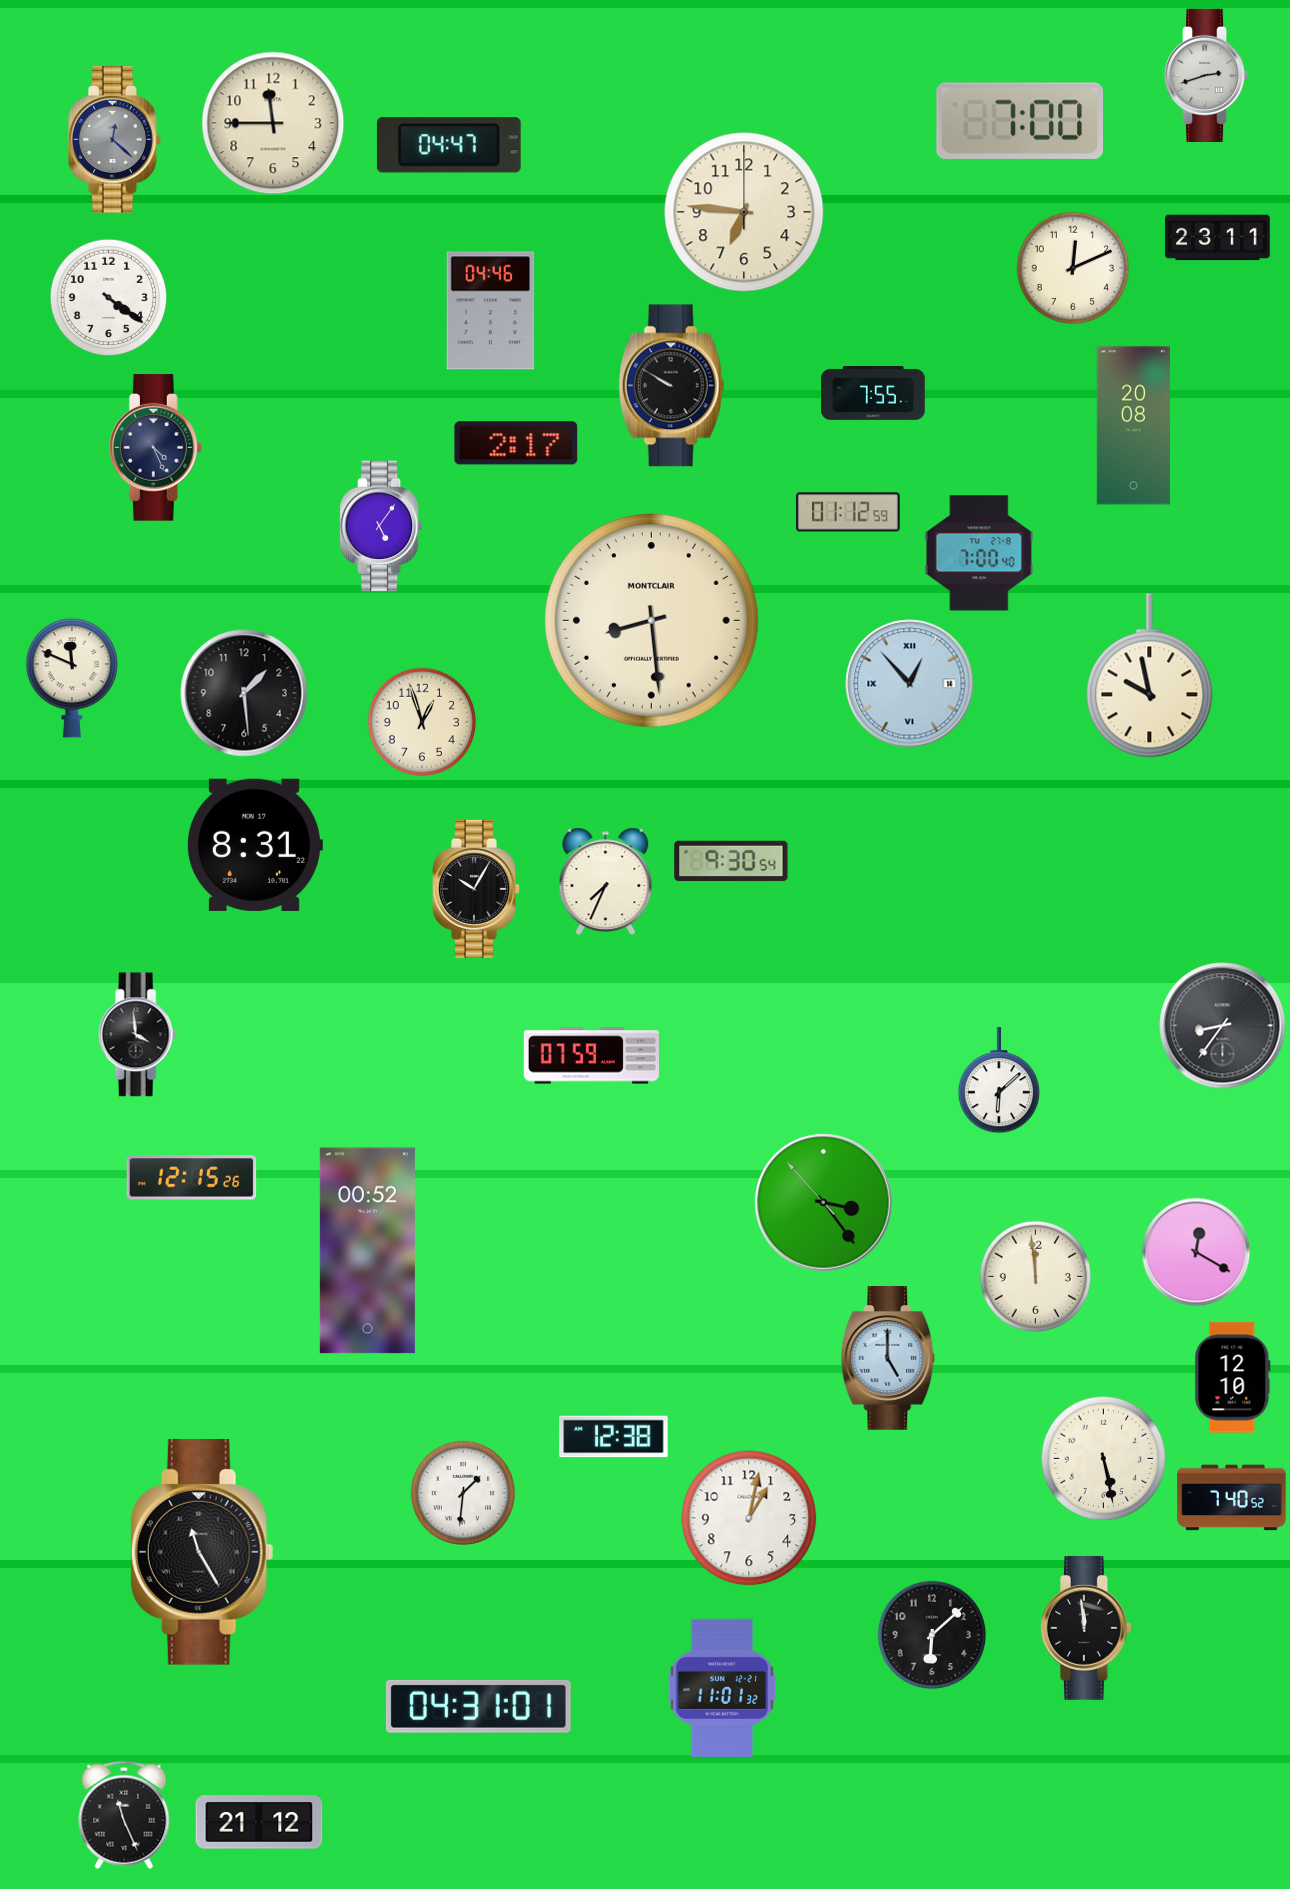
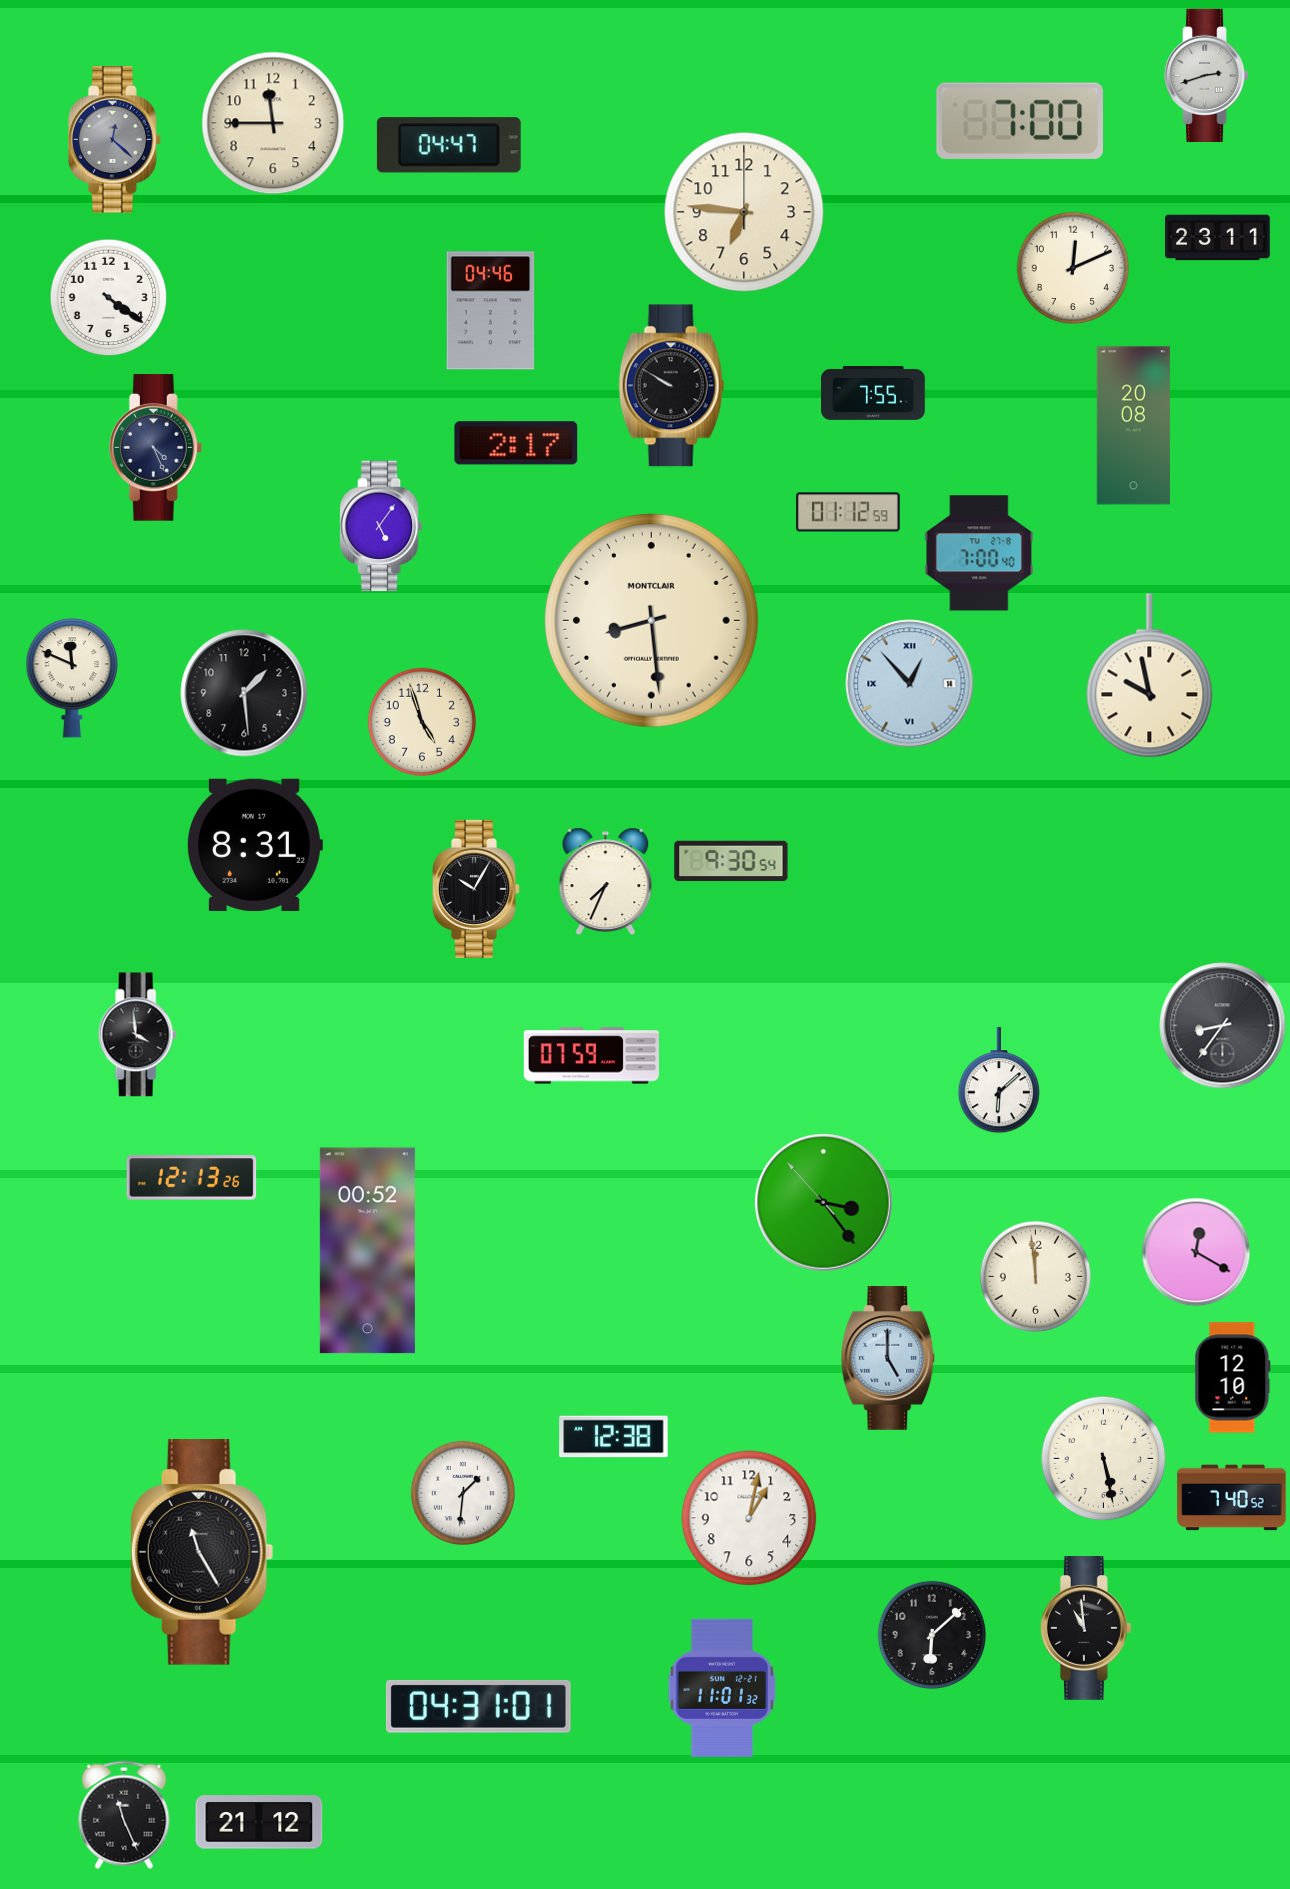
clock at (422, 722): 12:57 -> 4:57
clock at (192, 1178): 12:15 -> 12:13
clock at (1086, 1629): 11:59 -> 10:59
